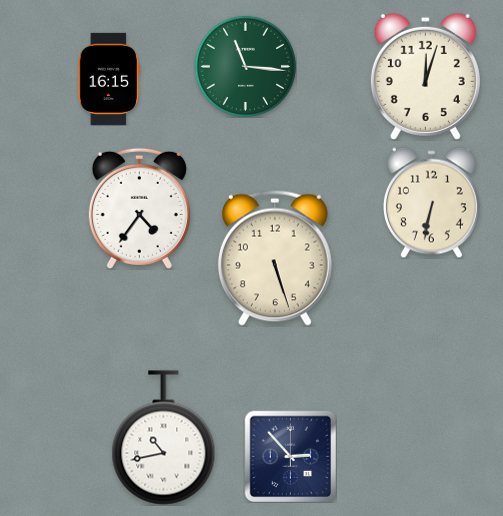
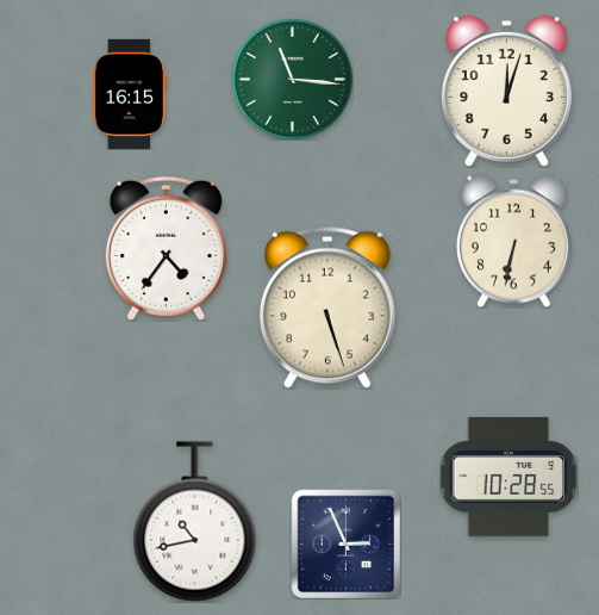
clock at (508, 477): none -> 10:28
clock at (290, 456): 2:53 -> 2:56
